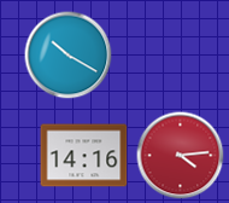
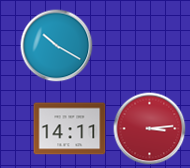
clock at (84, 156): 14:16 -> 14:11
clock at (181, 156): 4:14 -> 3:14
